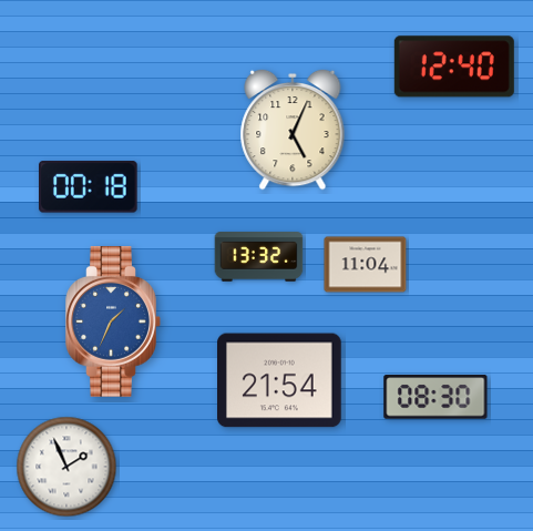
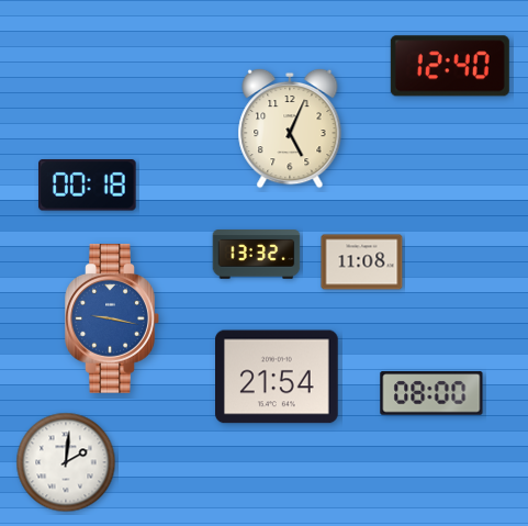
clock at (366, 265): 11:04 -> 11:08
clock at (113, 323): 1:34 -> 9:17
clock at (435, 397): 08:30 -> 08:00
clock at (66, 467): 1:56 -> 2:01
